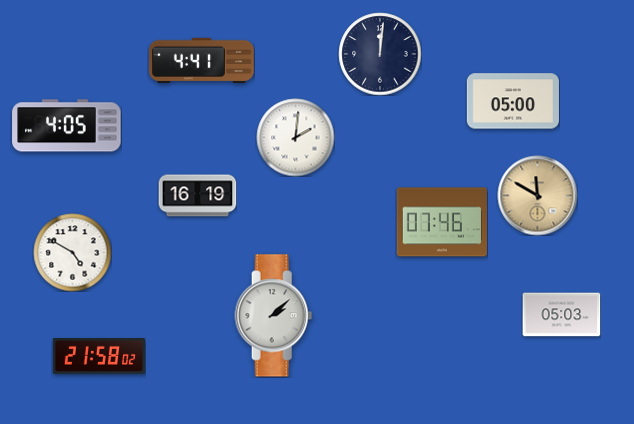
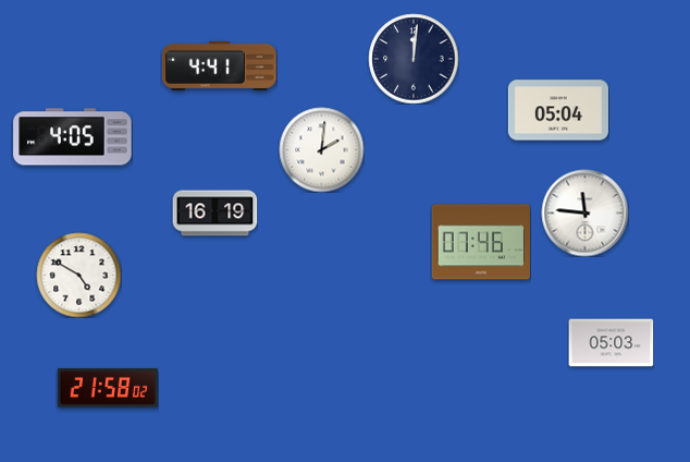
clock at (513, 101): 05:00 -> 05:04
clock at (537, 195): 11:50 -> 11:46
clock at (537, 195) dial: champagne -> white
clock at (274, 316): 2:08 -> none
